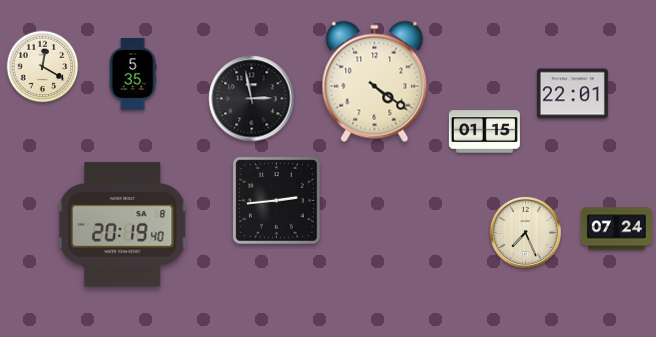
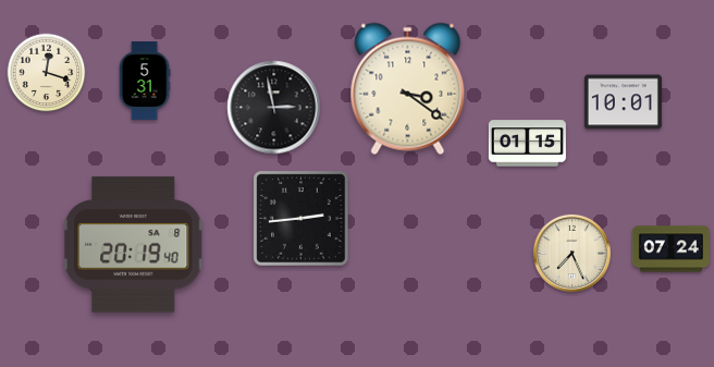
clock at (43, 67): 12:20 -> 12:18
clock at (133, 75): 5:35 -> 5:31
clock at (375, 82): 4:21 -> 3:21
clock at (572, 94): 22:01 -> 10:01
